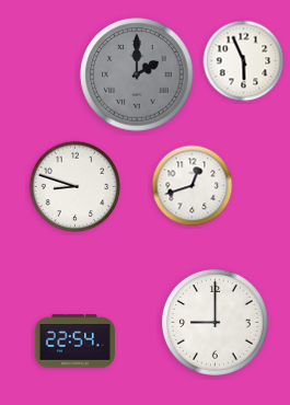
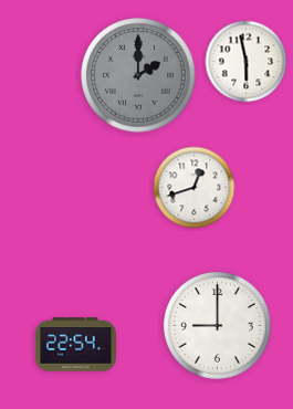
clock at (244, 61): 5:56 -> 5:58
clock at (76, 187): 8:48 -> none
